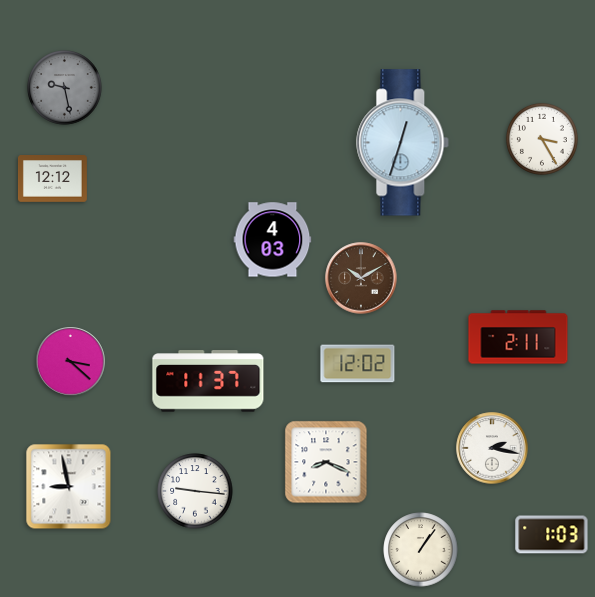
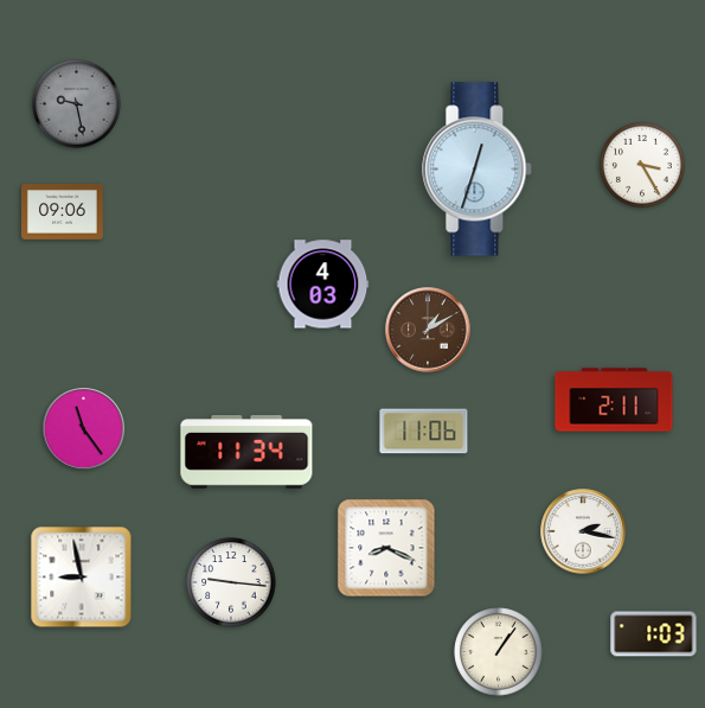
clock at (52, 179): 12:12 -> 09:06
clock at (361, 278): 10:10 -> 1:10
clock at (71, 362): 3:22 -> 11:24
clock at (358, 364): 12:02 -> 11:06
clock at (208, 381): 11:37 -> 11:34
